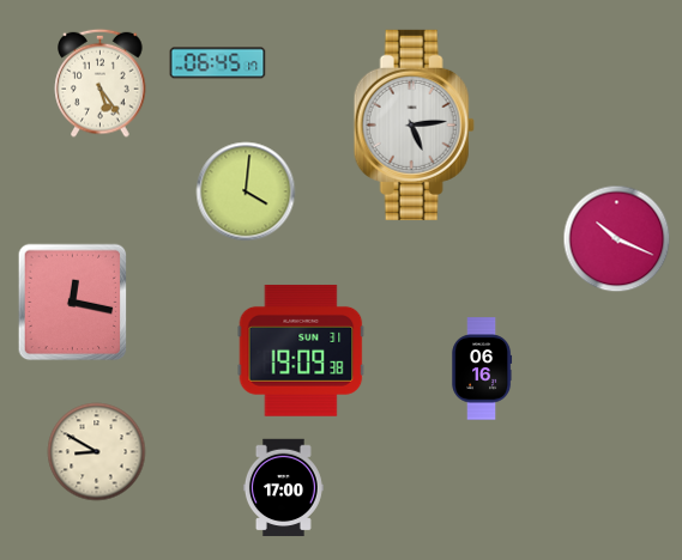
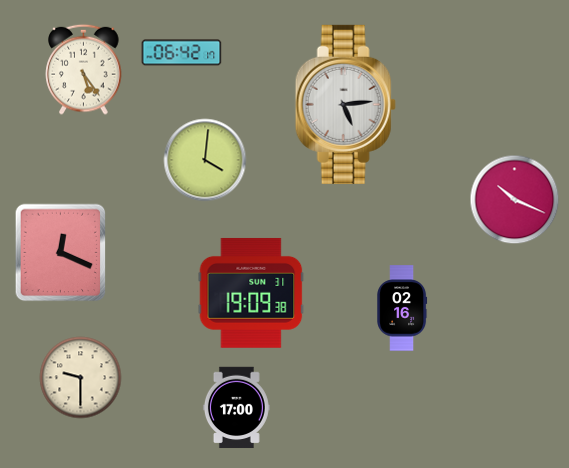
clock at (218, 63): 06:45 -> 06:42
clock at (73, 303): 12:17 -> 12:19
clock at (482, 369): 06:16 -> 02:16
clock at (97, 452): 8:50 -> 9:30
